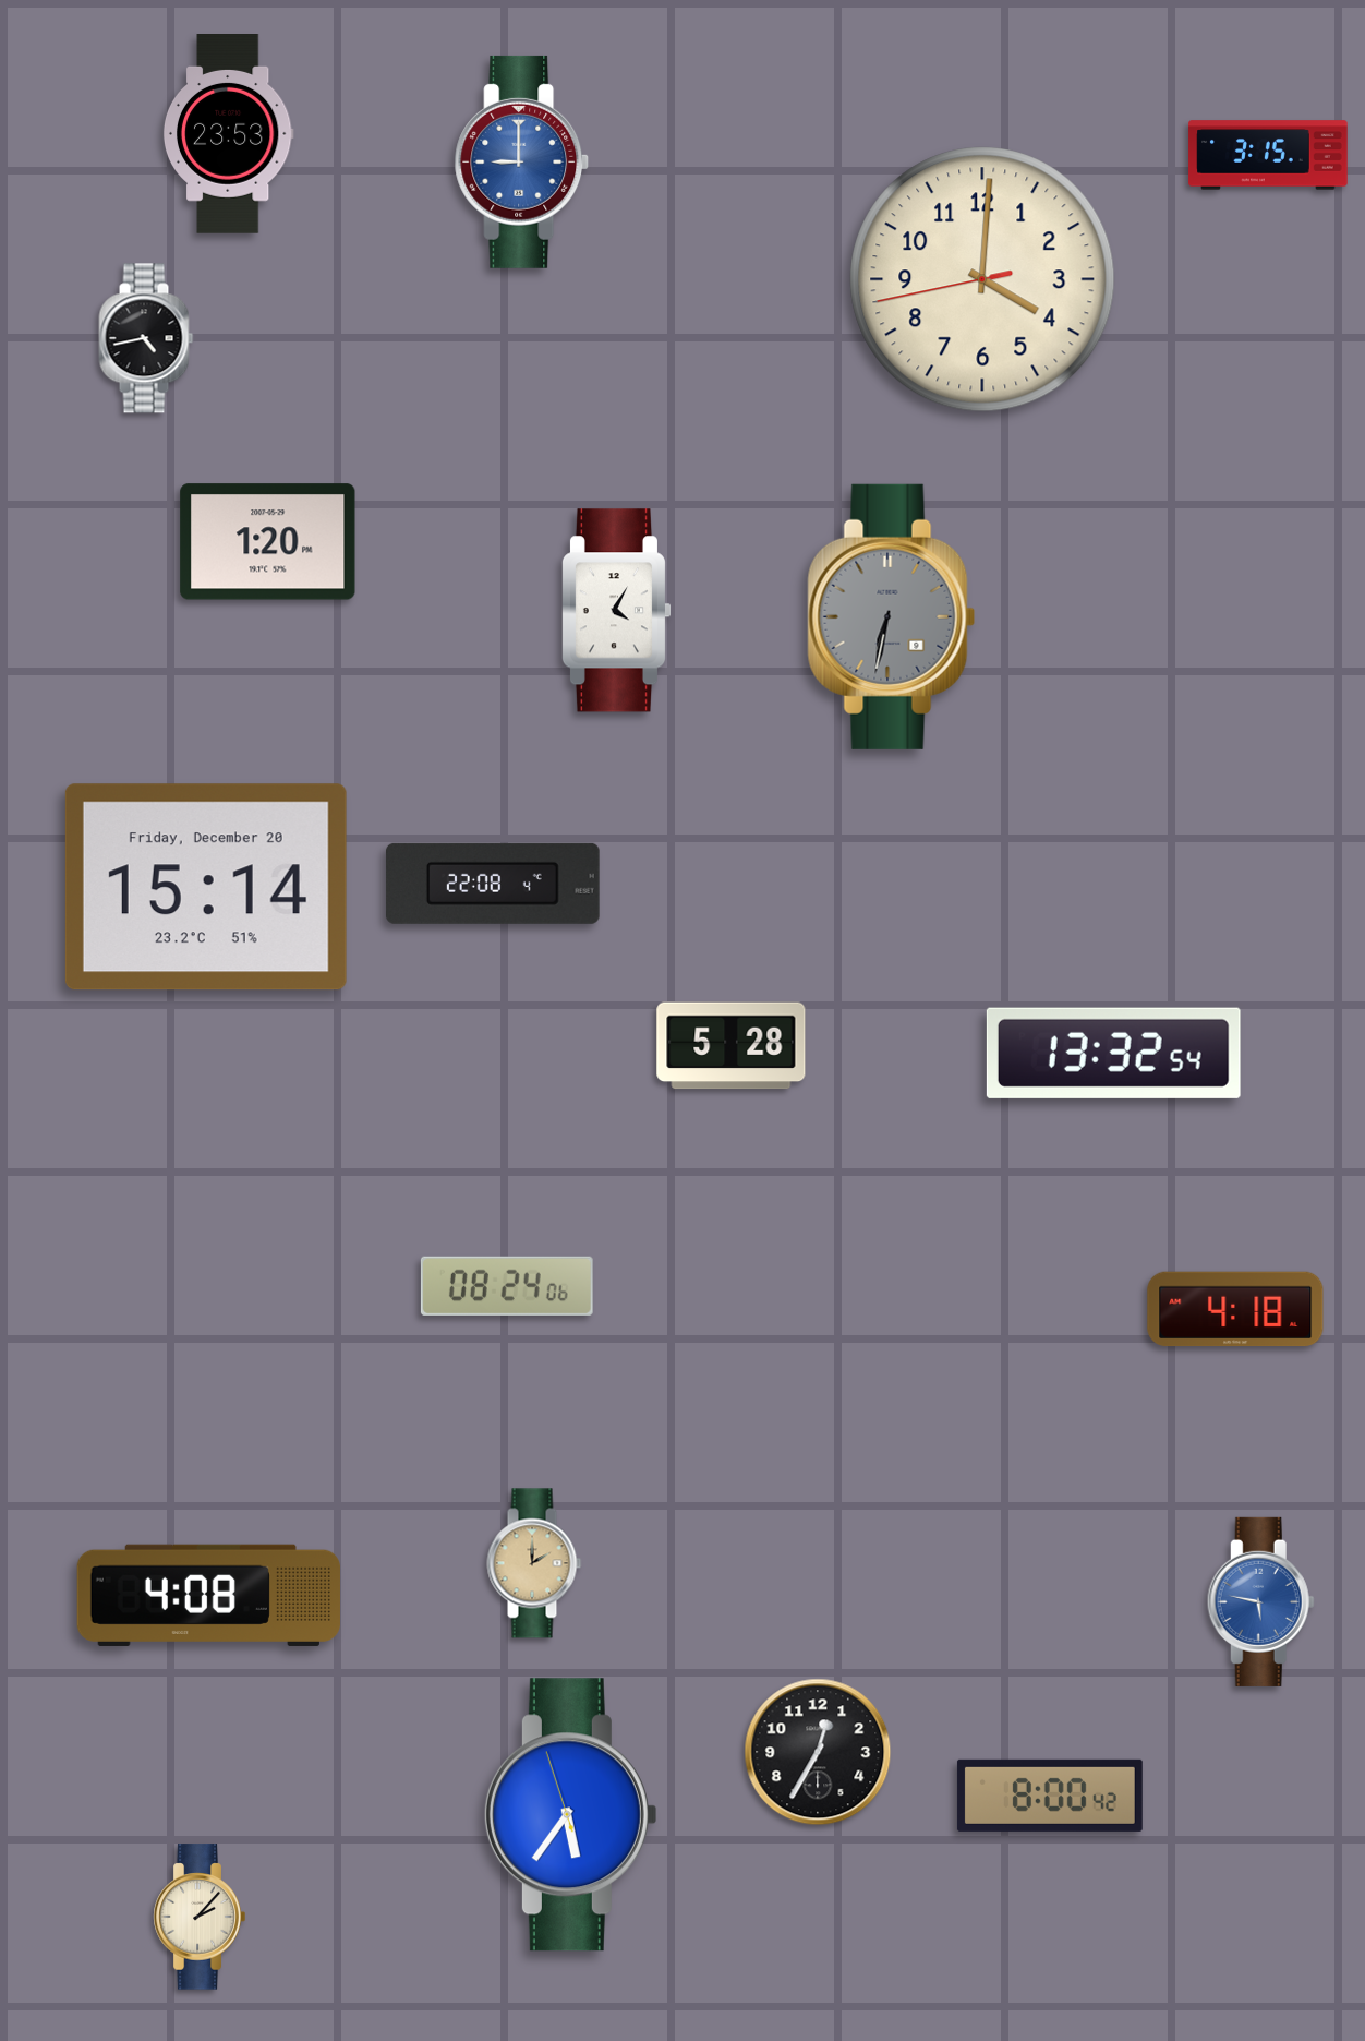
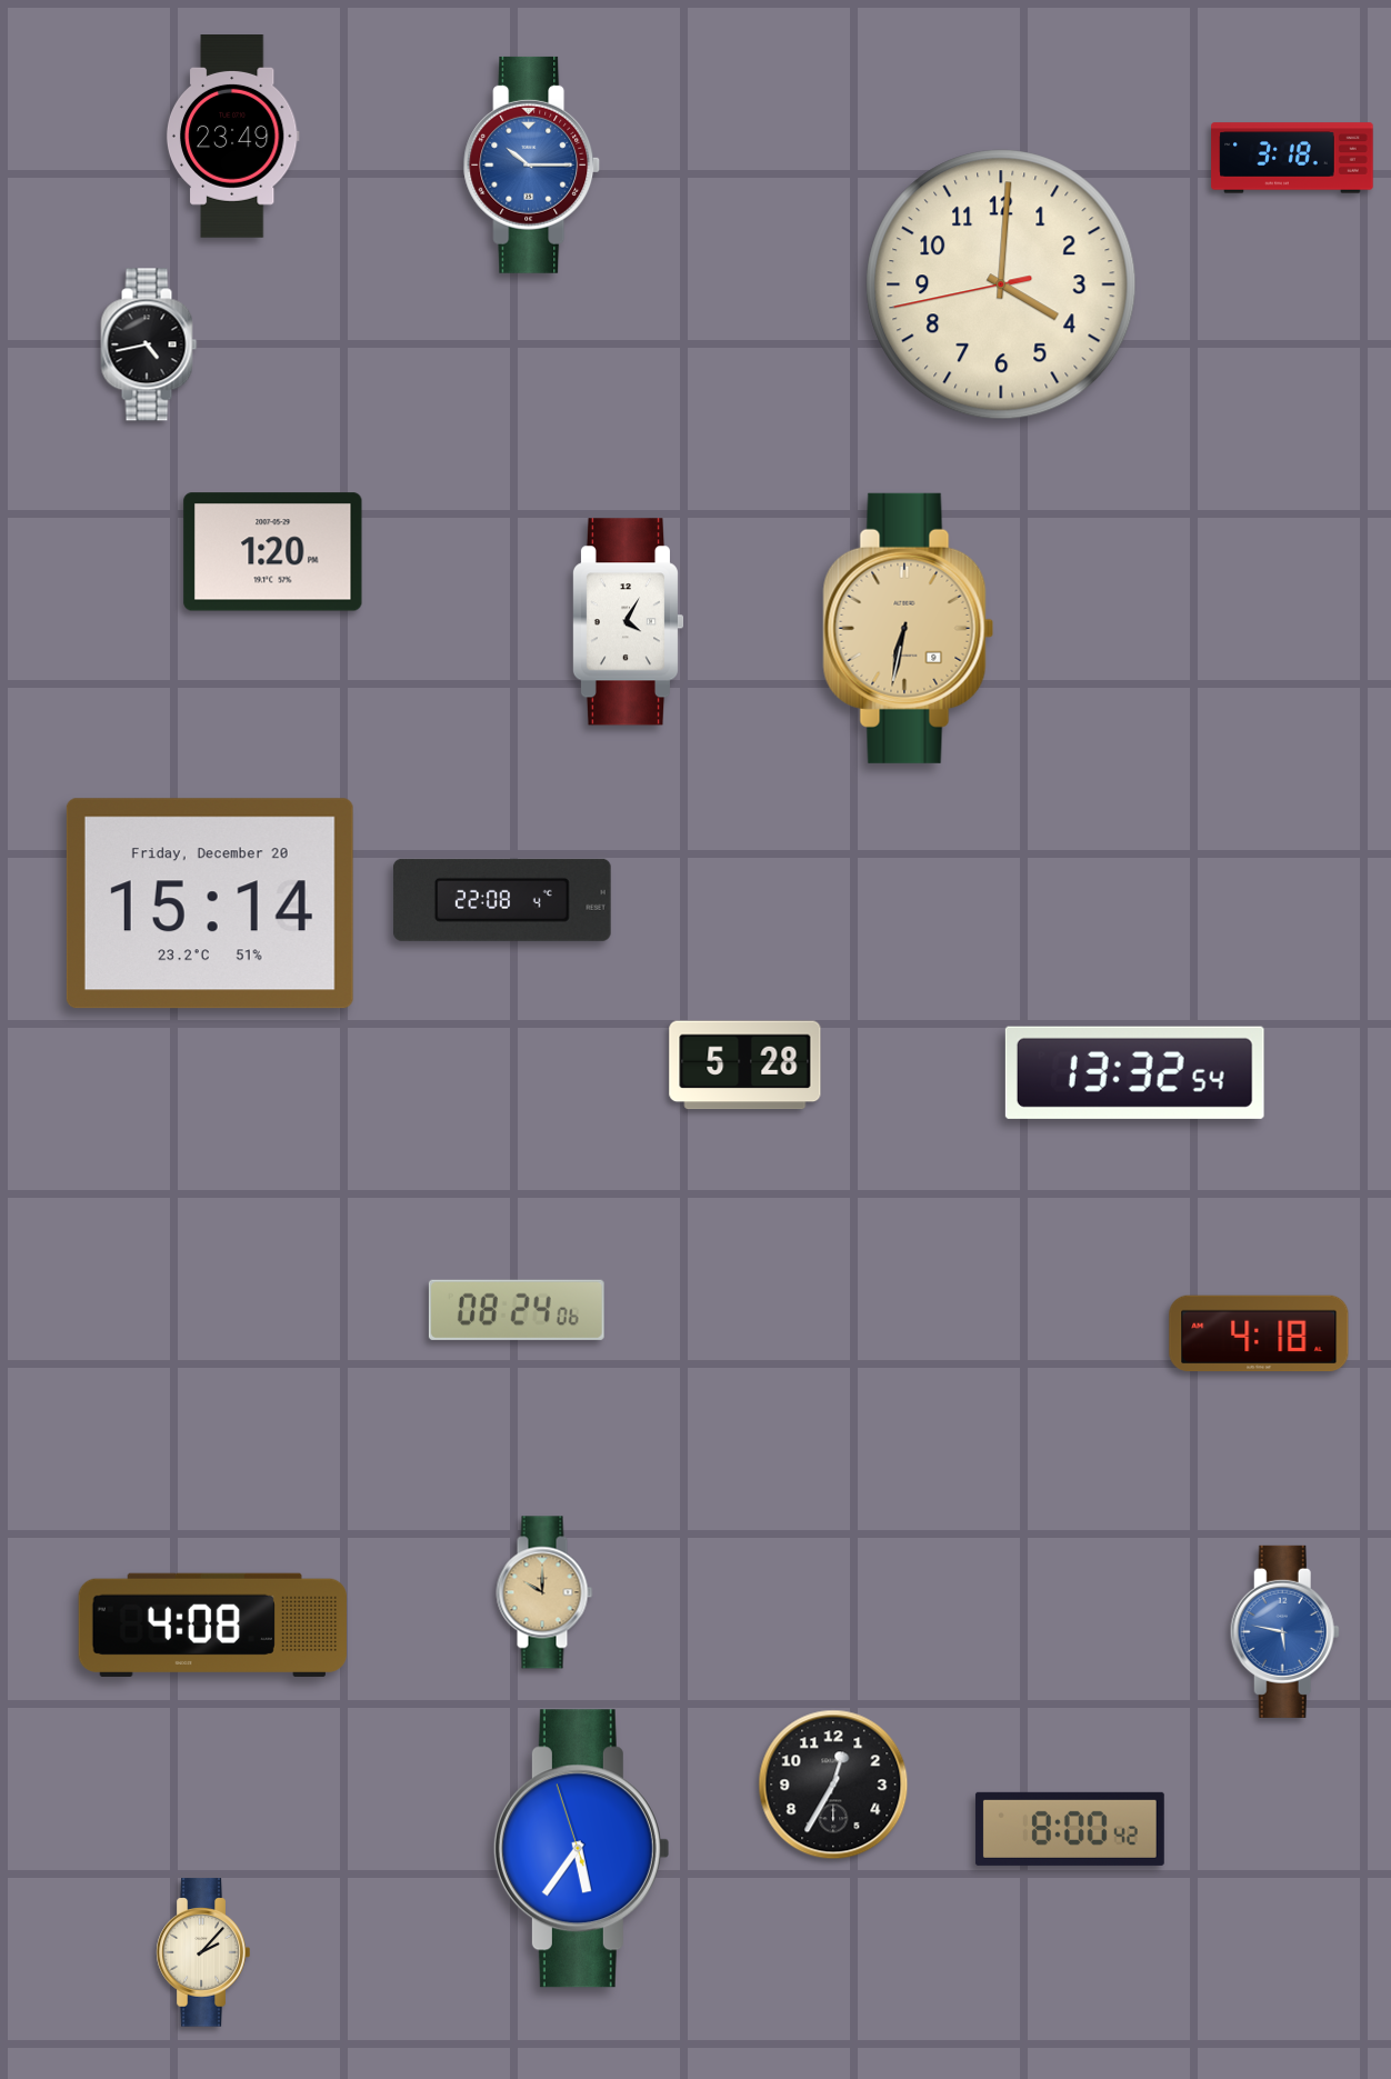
clock at (228, 134): 23:53 -> 23:49
clock at (1268, 155): 3:15 -> 3:18
clock at (522, 161): 9:00 -> 10:15
clock at (892, 616) dial: grey -> champagne
clock at (534, 1563): 2:00 -> 10:00
